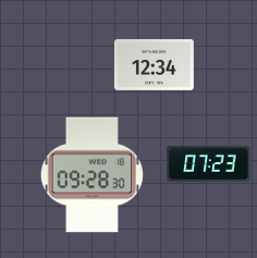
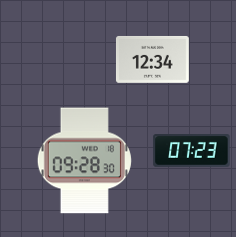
clock at (154, 65) position: (154, 65) -> (152, 60)
